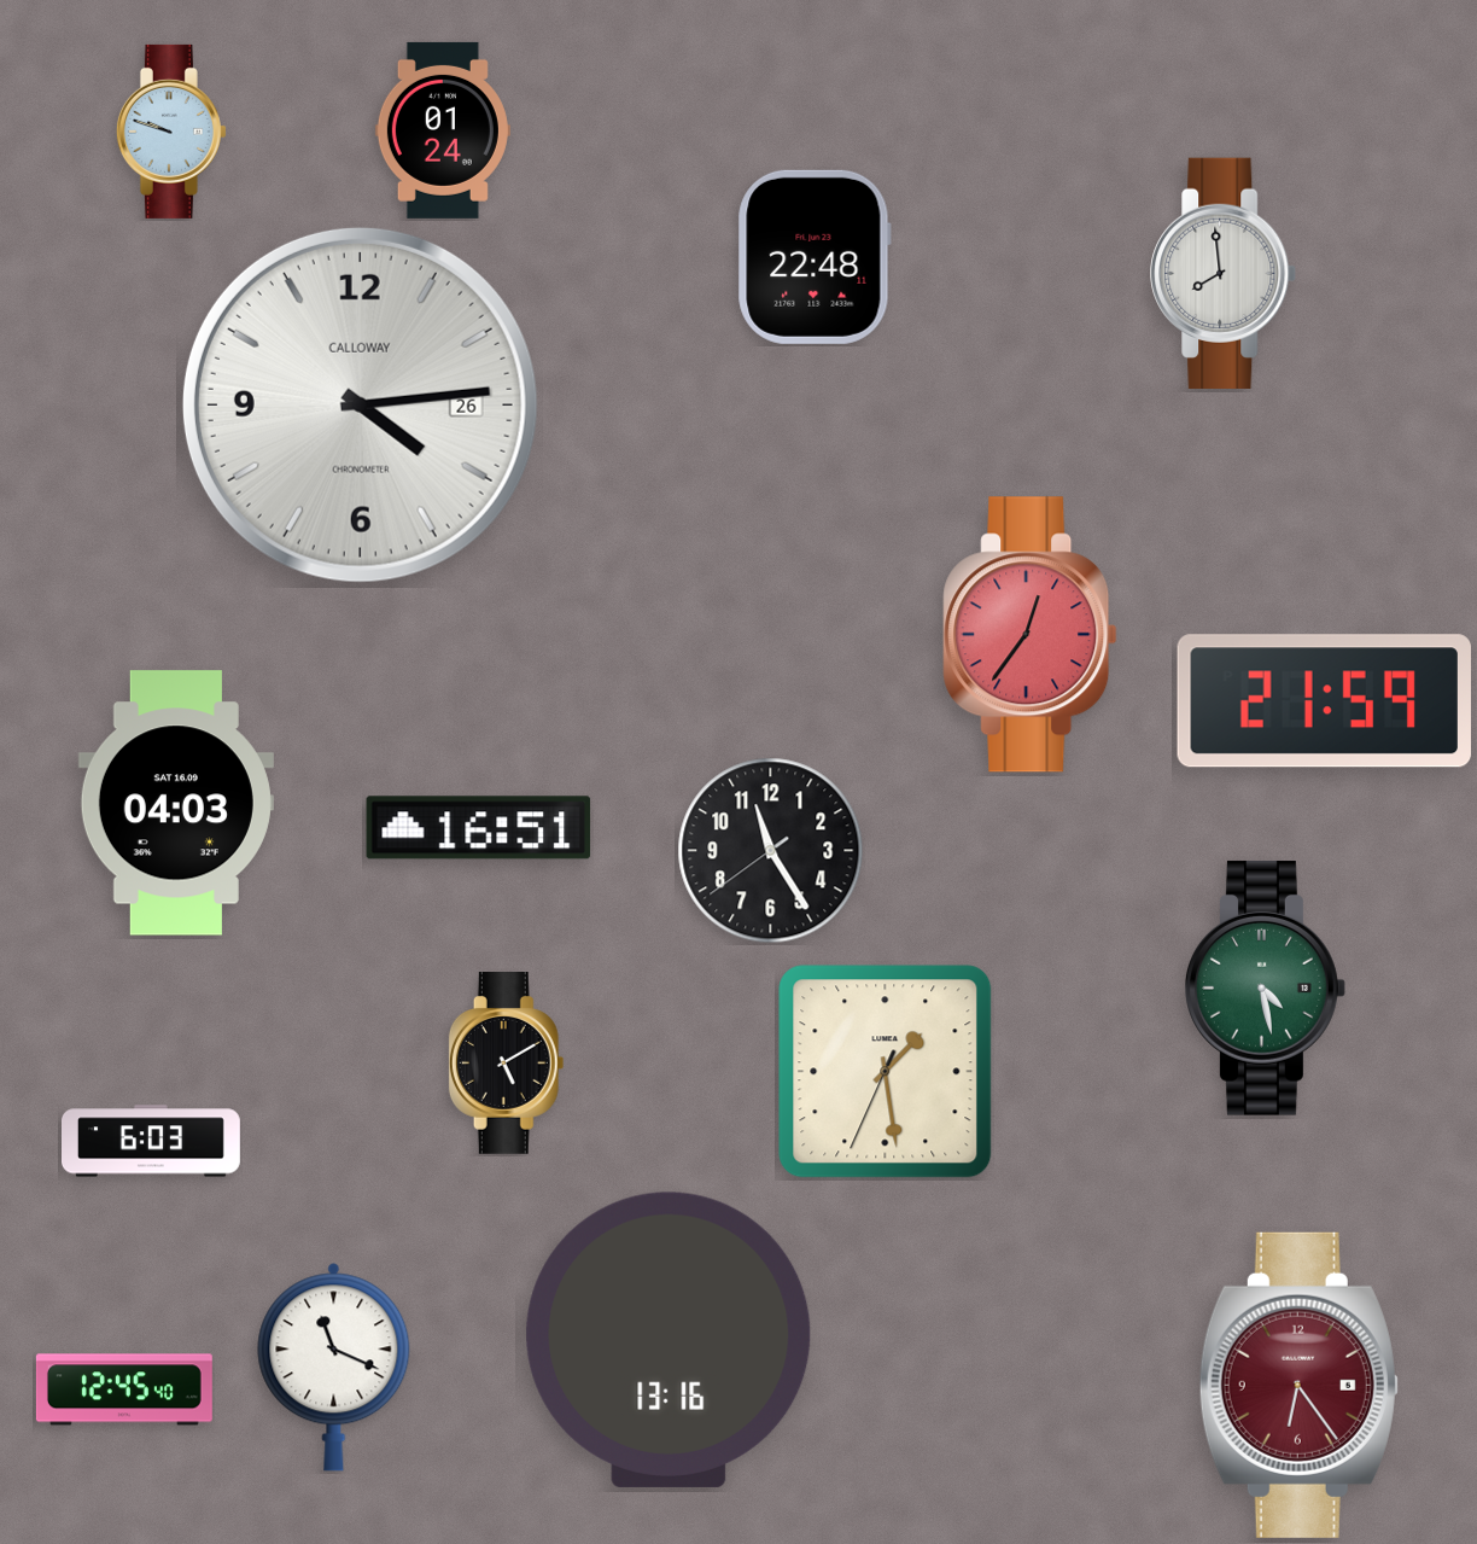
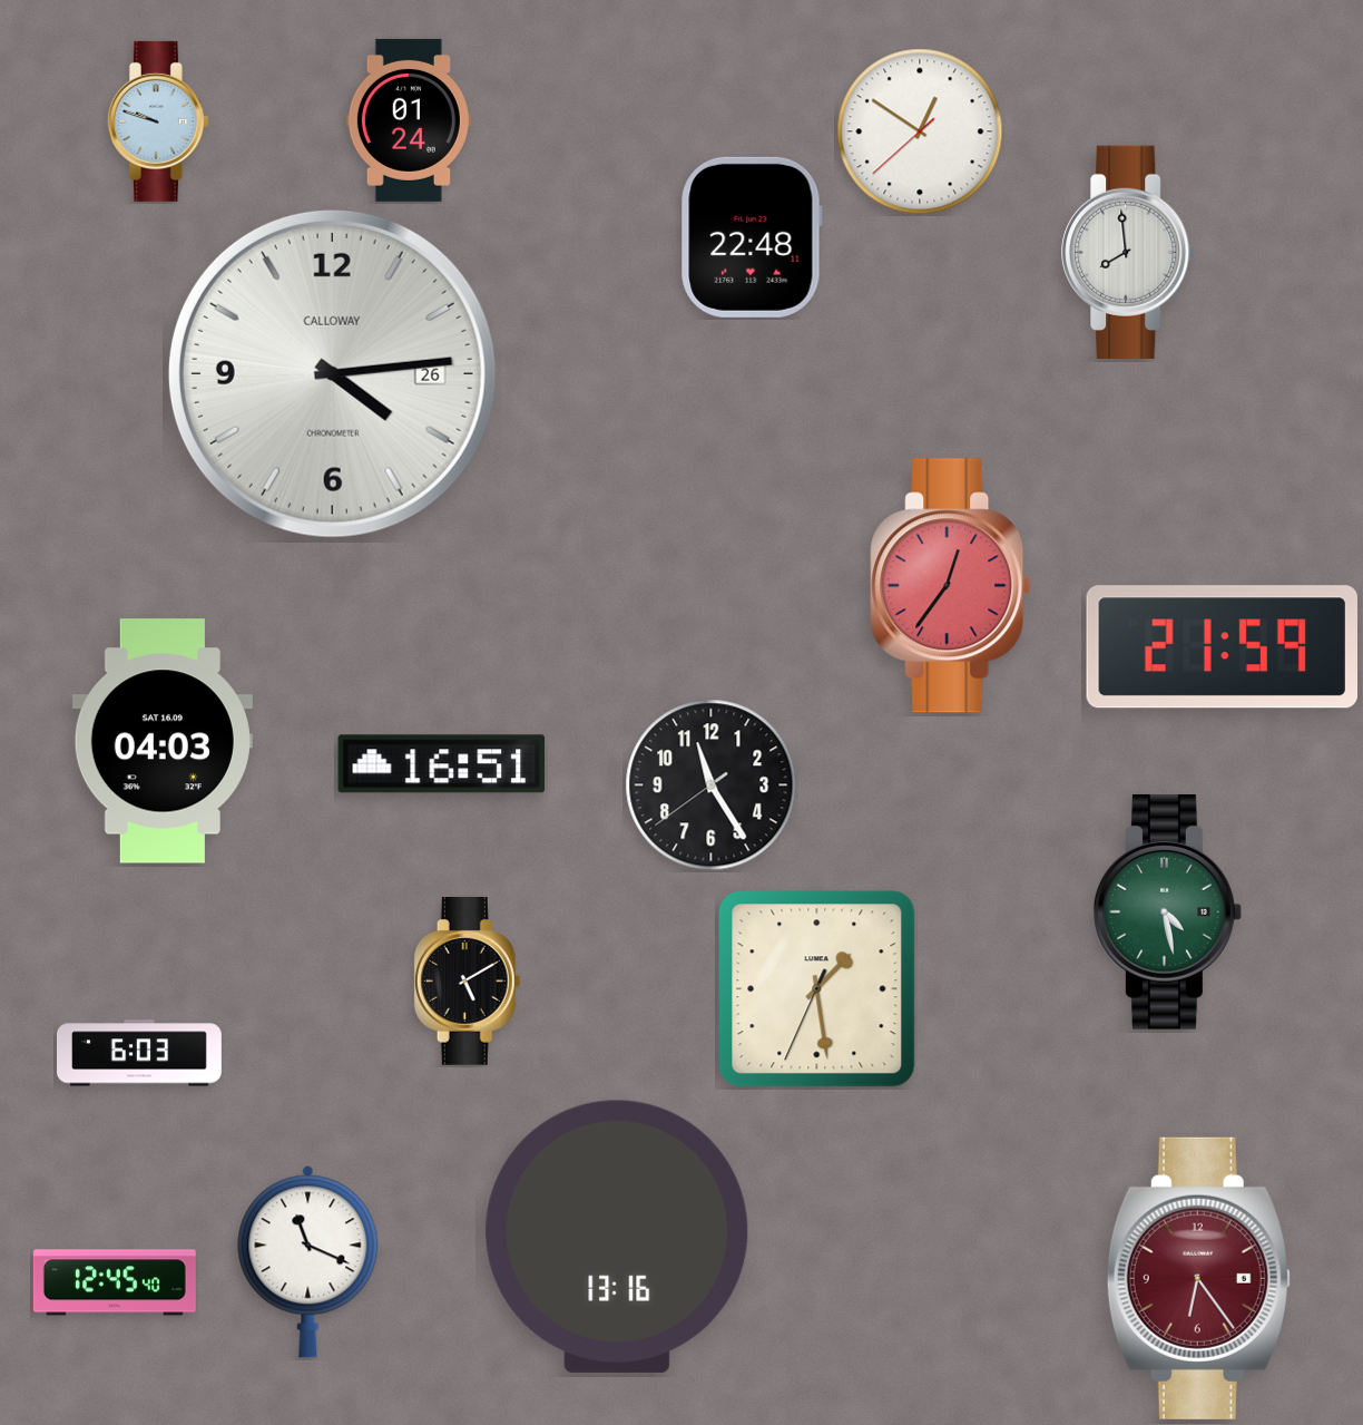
clock at (920, 131): none -> 12:50
